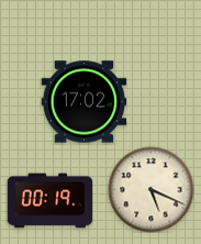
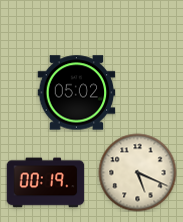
clock at (83, 102): 17:02 -> 05:02
